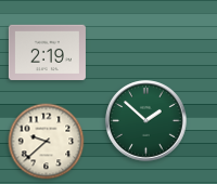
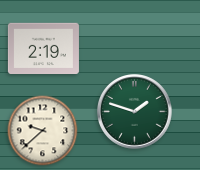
clock at (146, 121): 1:52 -> 1:48
